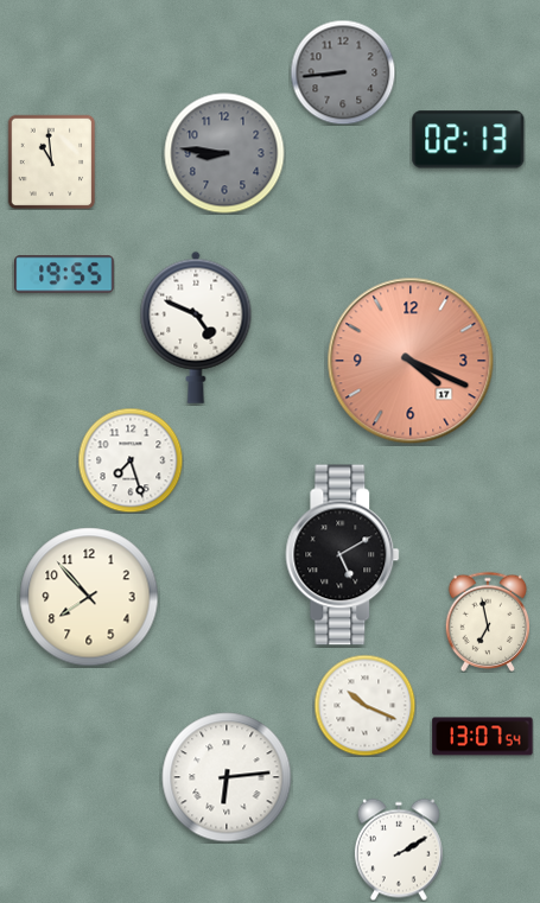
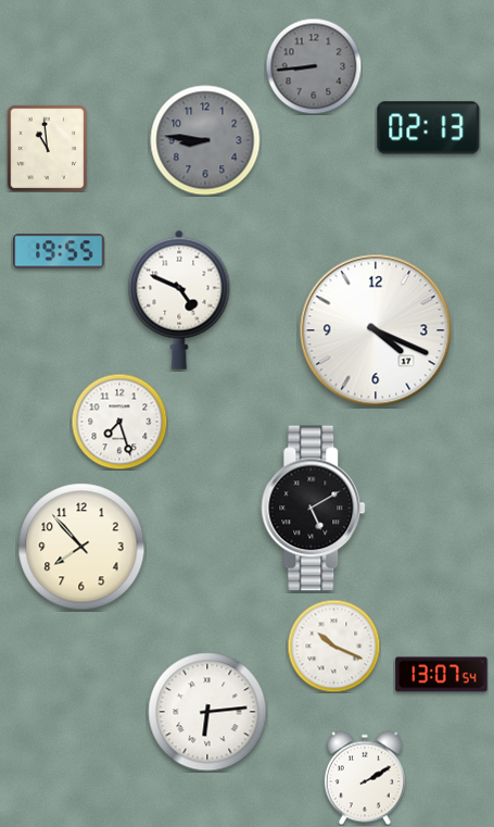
clock at (411, 361) dial: salmon -> white
clock at (488, 621): 6:58 -> none
